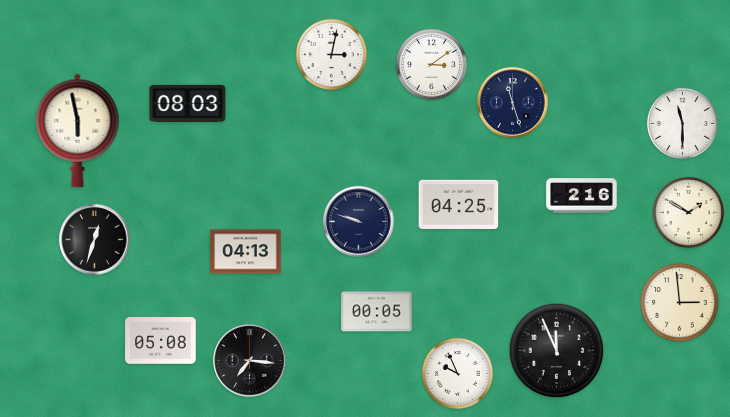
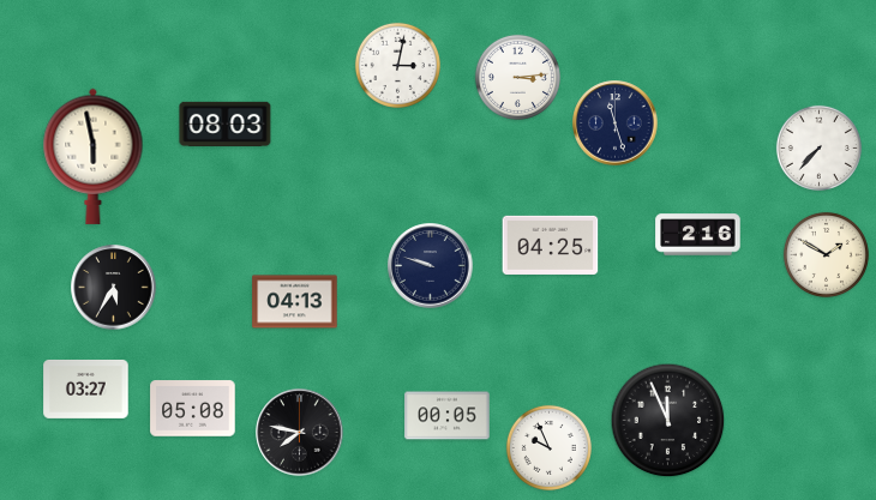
clock at (431, 64): 3:09 -> 3:14
clock at (682, 123): 11:30 -> 7:37
clock at (95, 240): 12:33 -> 5:35
clock at (680, 303): 2:59 -> none
clock at (377, 312) position: (377, 312) -> (448, 416)
clock at (86, 388): none -> 03:27
clock at (250, 361): 7:16 -> 7:47
